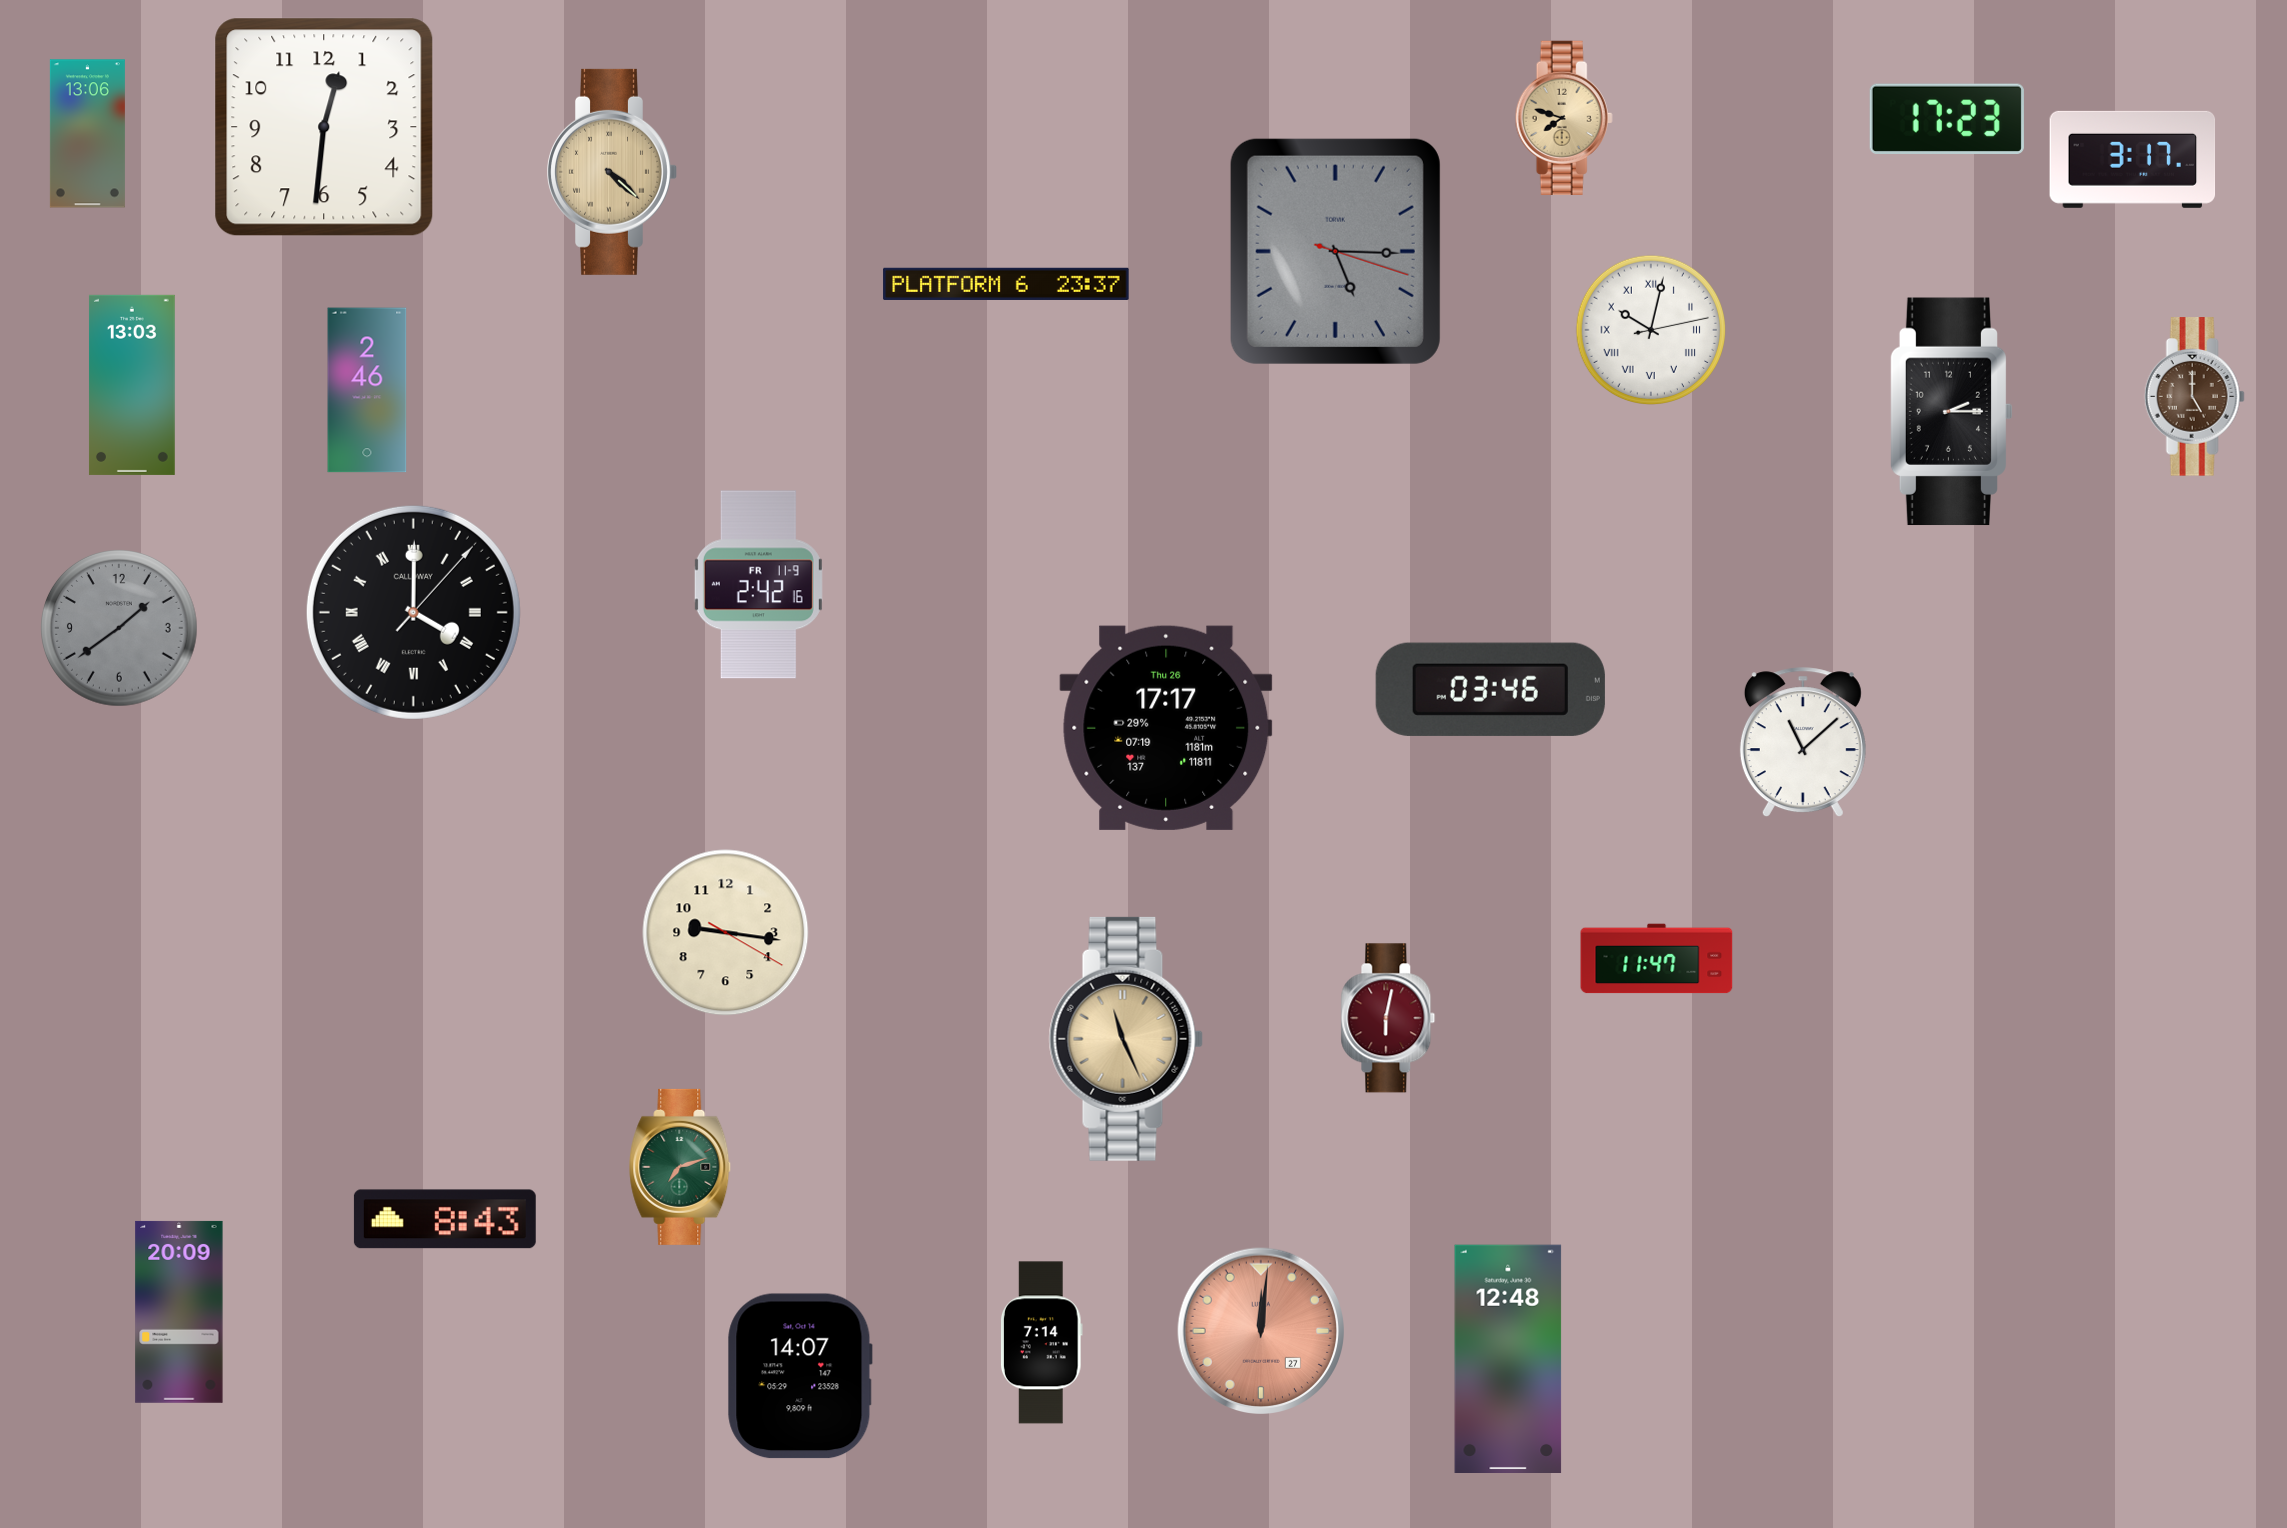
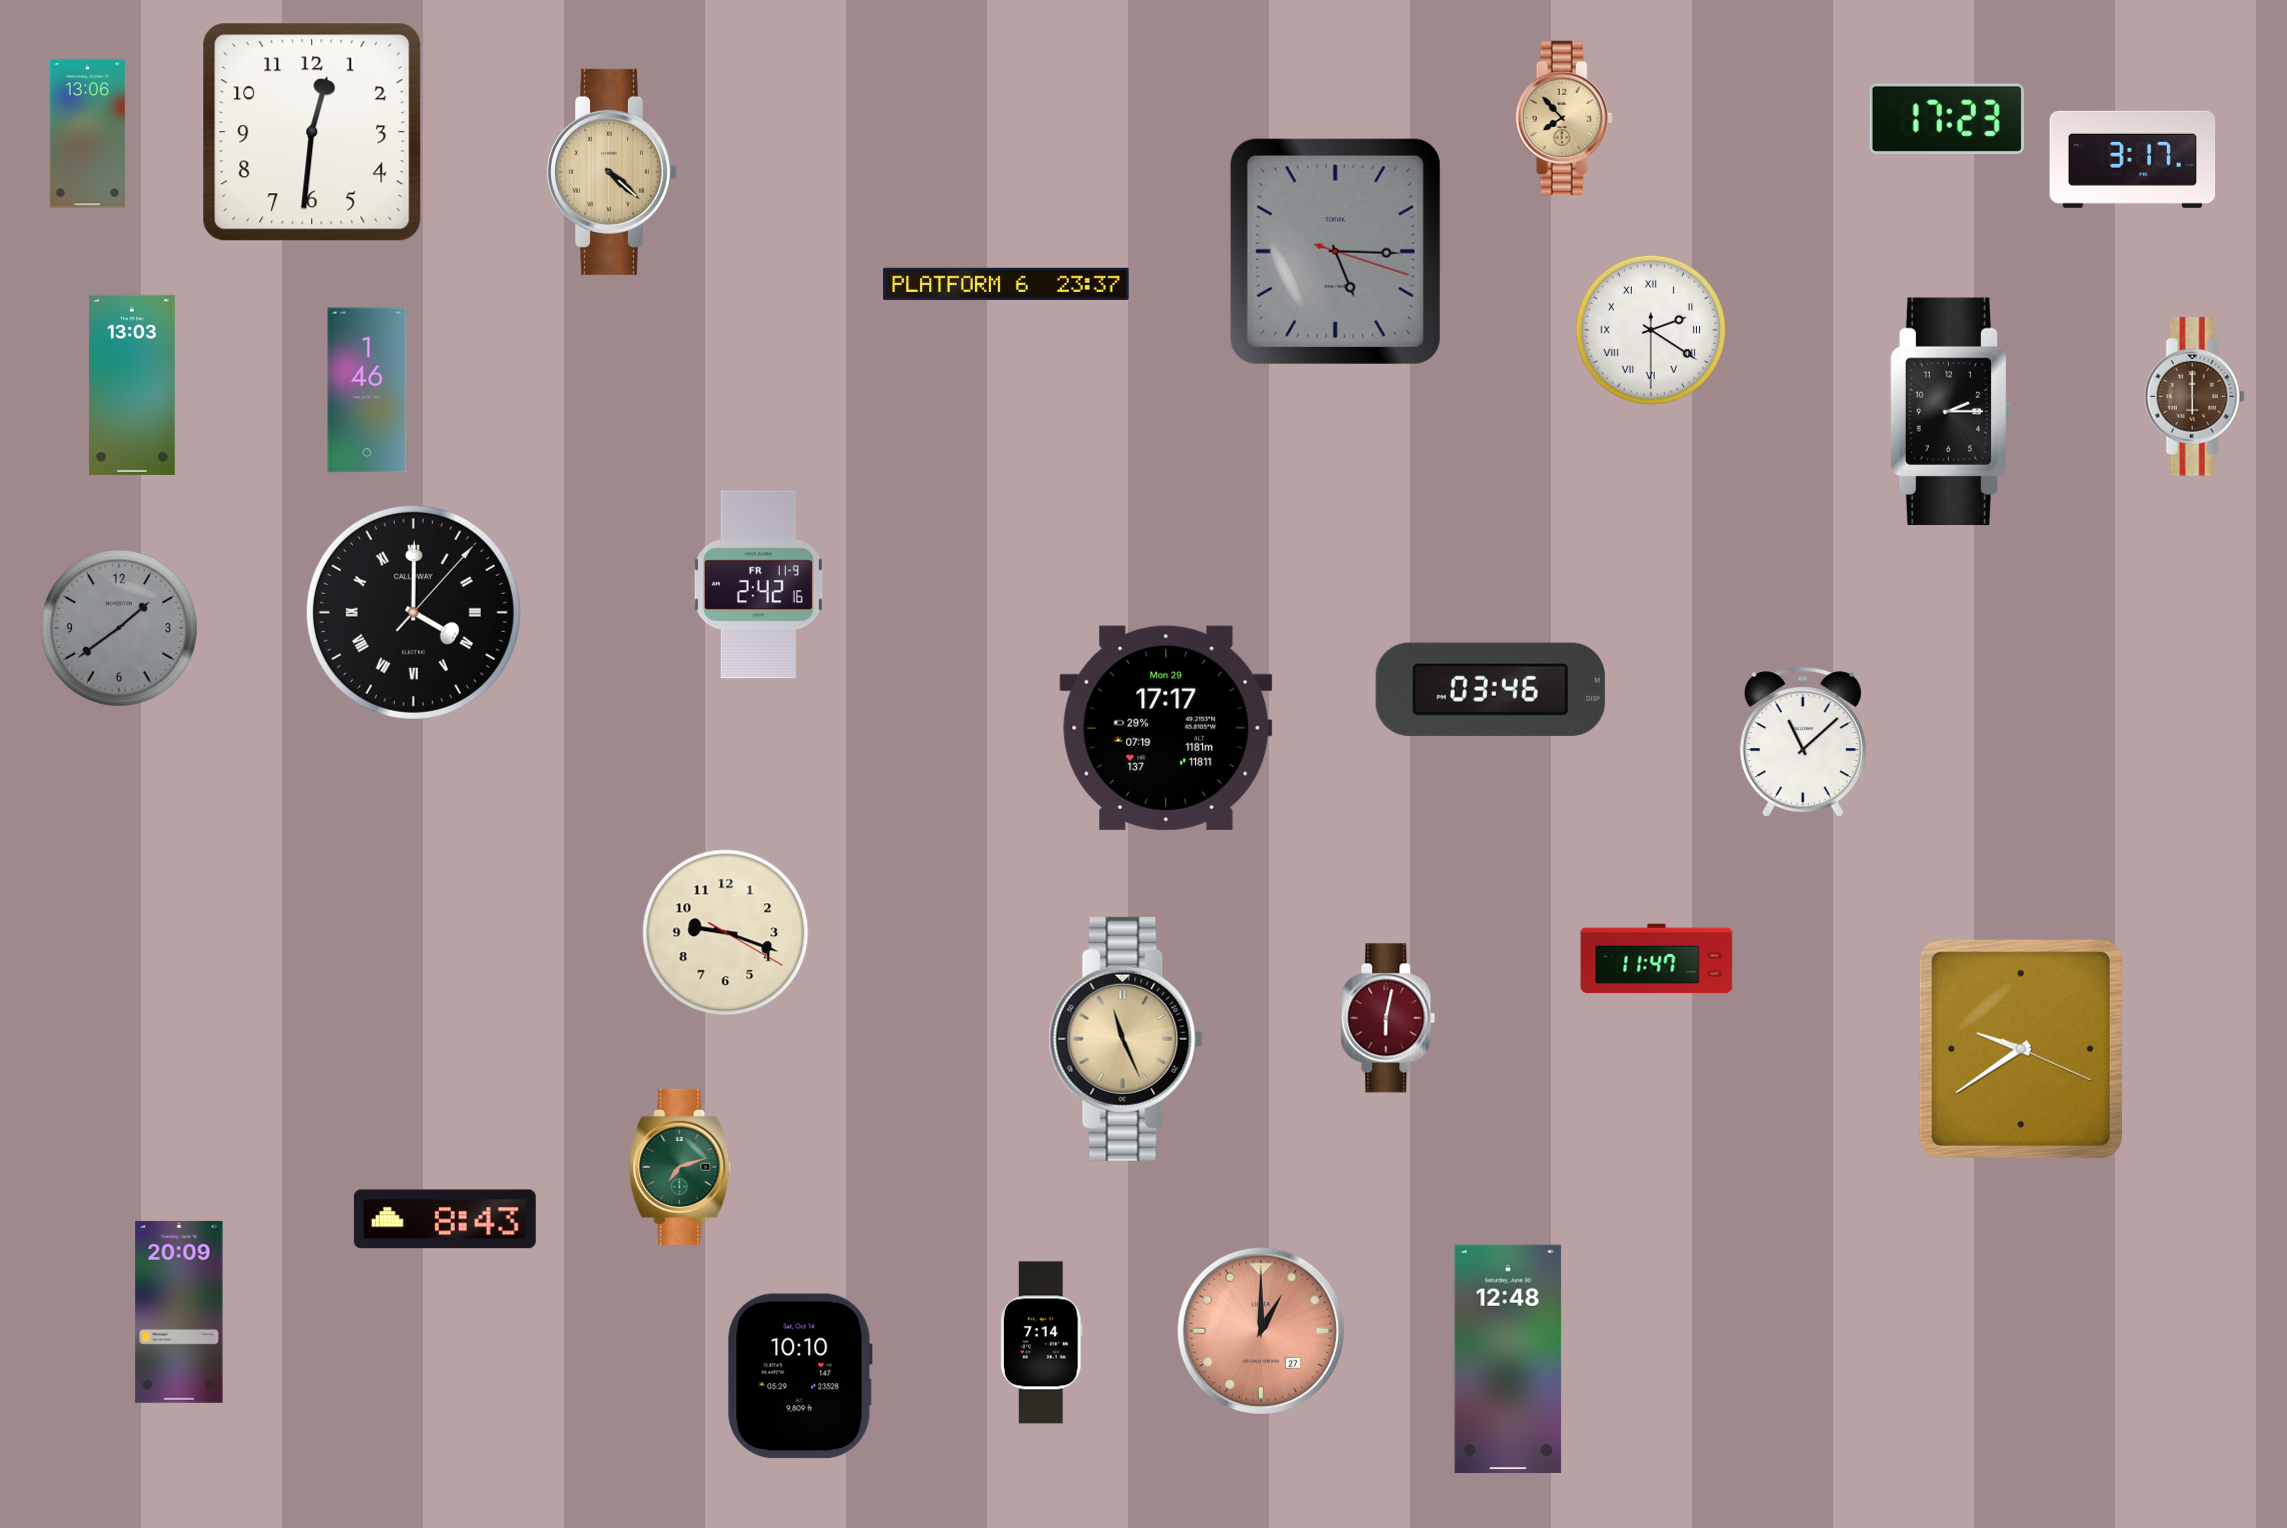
clock at (1564, 118): 7:48 -> 7:53
clock at (324, 127) position: (324, 127) -> (312, 132)
clock at (1650, 329): 10:02 -> 2:20
clock at (367, 390): 2:46 -> 1:46
clock at (2194, 397): 5:00 -> 6:00
clock at (1166, 728) date: Thu 26 -> Mon 29
clock at (726, 933): 9:16 -> 9:18
clock at (2021, 1049): none -> 9:39
clock at (1260, 1330): 12:01 -> 1:00
clock at (800, 1376): 14:07 -> 10:10
